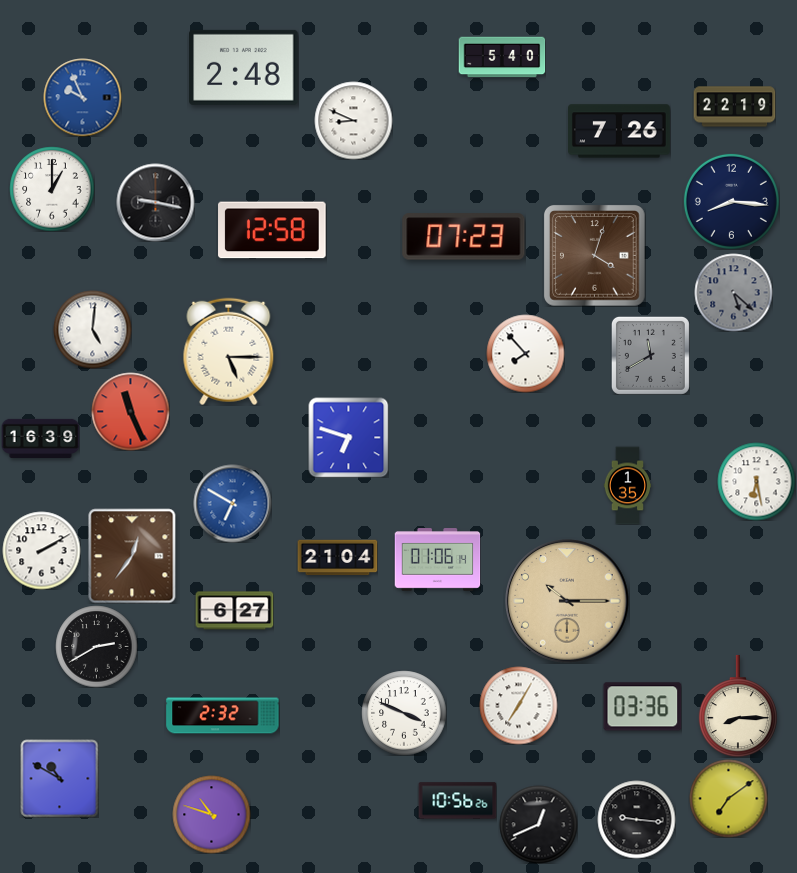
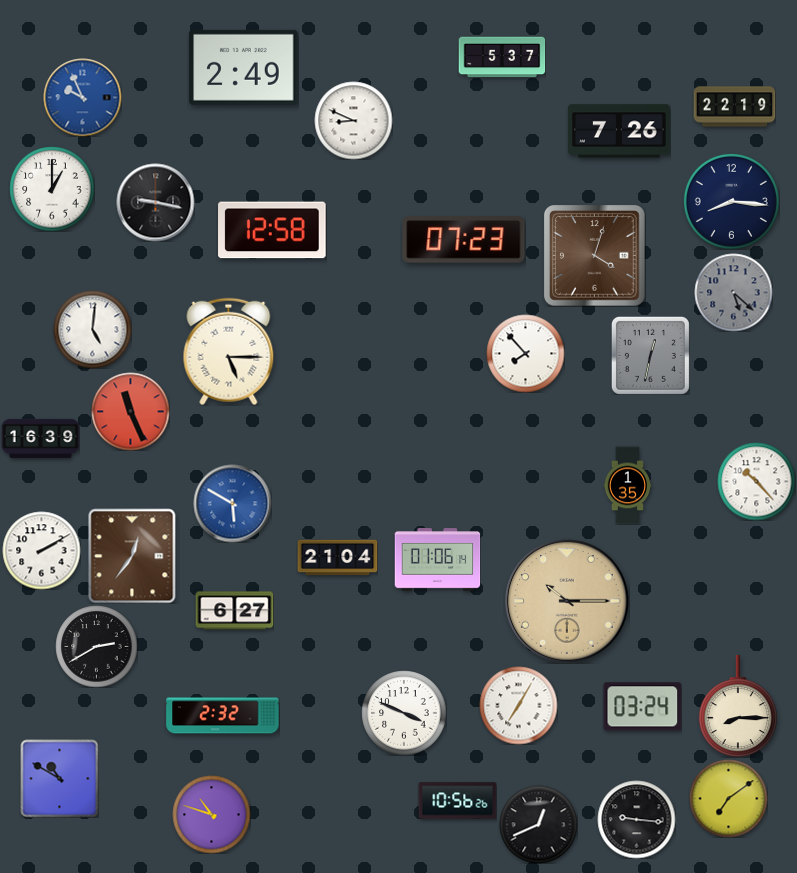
clock at (502, 57): 5:40 -> 5:37
clock at (244, 67): 2:48 -> 2:49
clock at (464, 237) position: (464, 237) -> (464, 240)
clock at (650, 355): 11:40 -> 12:32
clock at (348, 437): 6:48 -> none
clock at (756, 481): 6:28 -> 10:23
clock at (232, 503): 6:50 -> 5:50
clock at (642, 707): 03:36 -> 03:24
